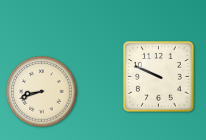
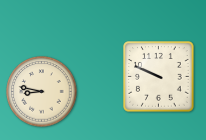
clock at (42, 92): 8:42 -> 8:47
